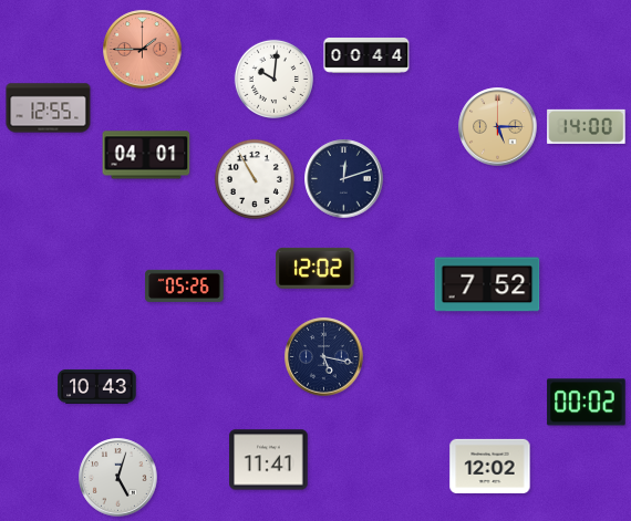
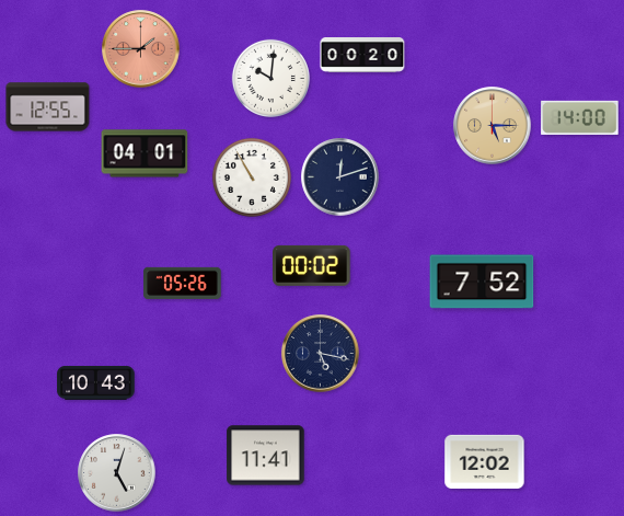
clock at (366, 56): 00:44 -> 00:20
clock at (587, 126) position: (587, 126) -> (580, 117)
clock at (316, 268): 12:02 -> 00:02
clock at (587, 403): 00:02 -> none
